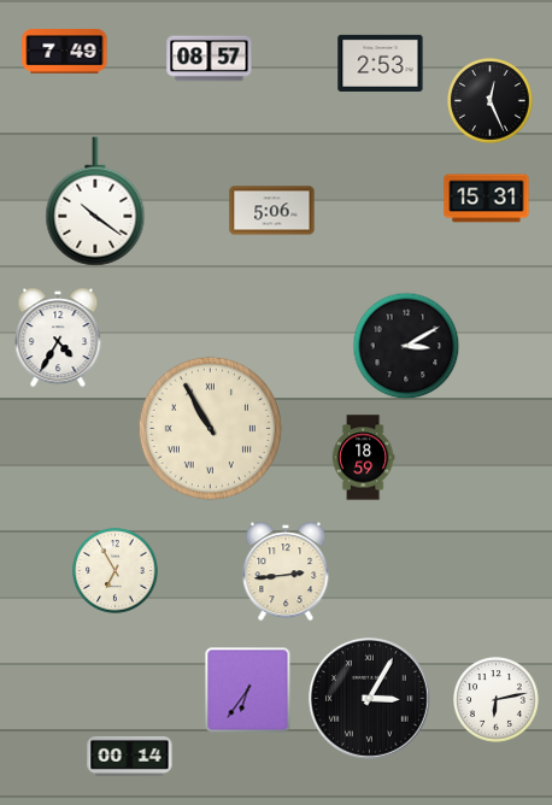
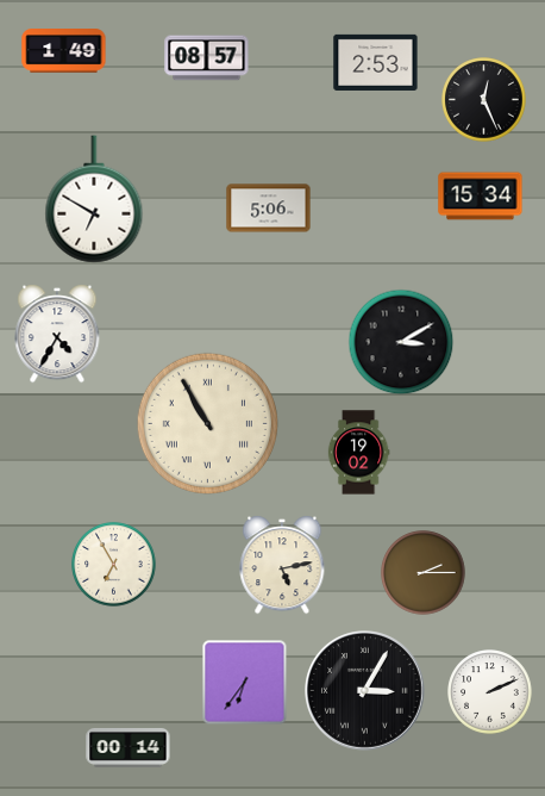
clock at (65, 52): 7:49 -> 1:49
clock at (487, 199): 15:31 -> 15:34
clock at (95, 201): 10:21 -> 6:50
clock at (363, 458): 18:59 -> 19:02
clock at (286, 571): 2:44 -> 5:13
clock at (424, 573): none -> 2:15
clock at (497, 700): 6:13 -> 2:11
